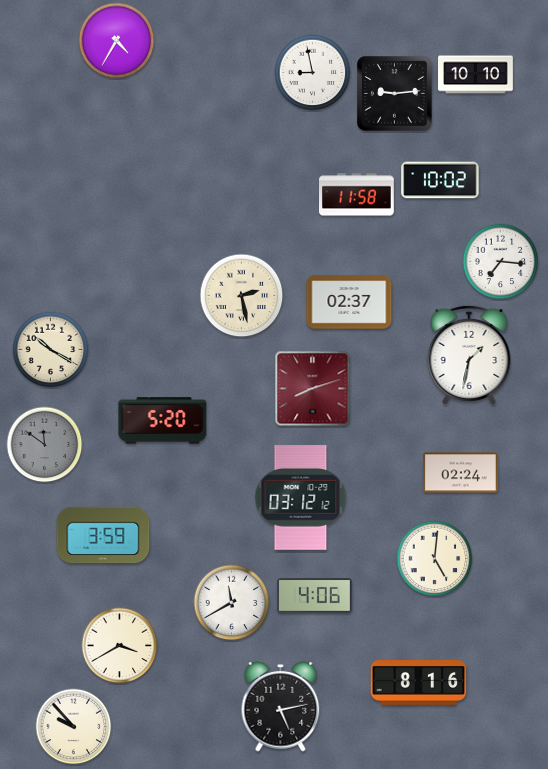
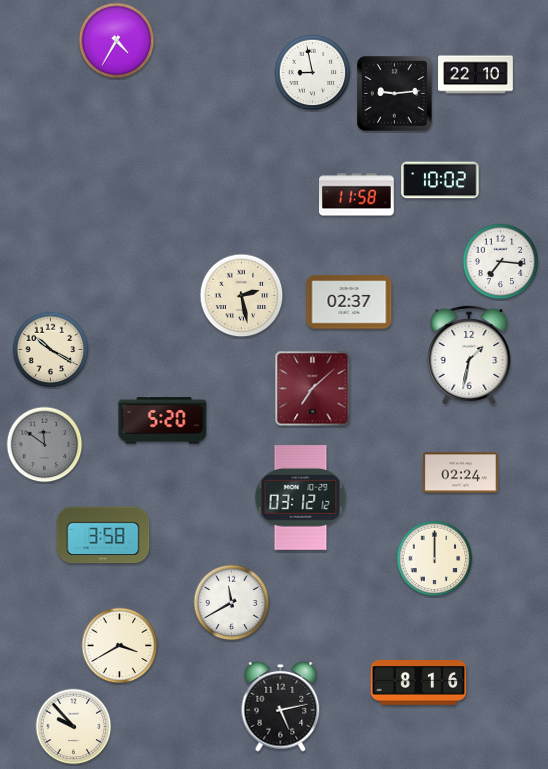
clock at (476, 75): 10:10 -> 22:10
clock at (313, 389): 8:12 -> 7:08
clock at (103, 535): 3:59 -> 3:58
clock at (435, 559): 5:01 -> 12:00
clock at (315, 596): 4:06 -> none
